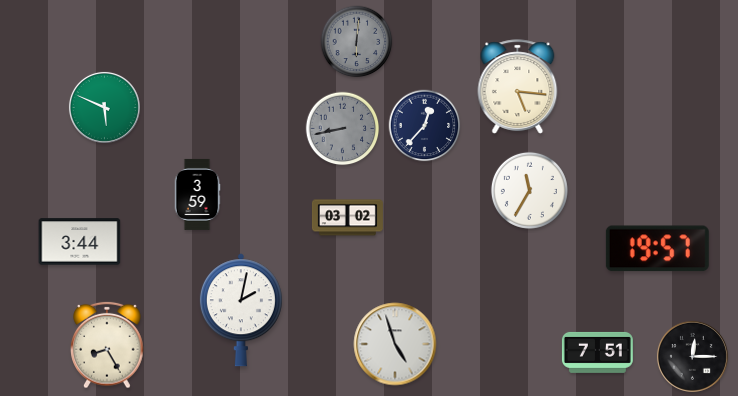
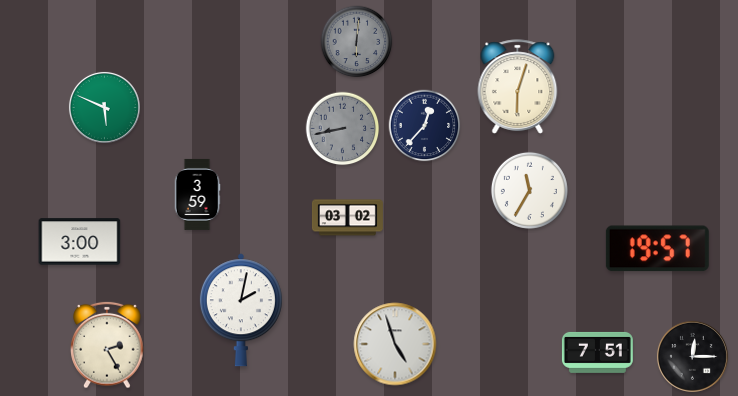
clock at (518, 87): 5:16 -> 6:03
clock at (80, 242): 3:44 -> 3:00
clock at (107, 345): 8:25 -> 2:25
